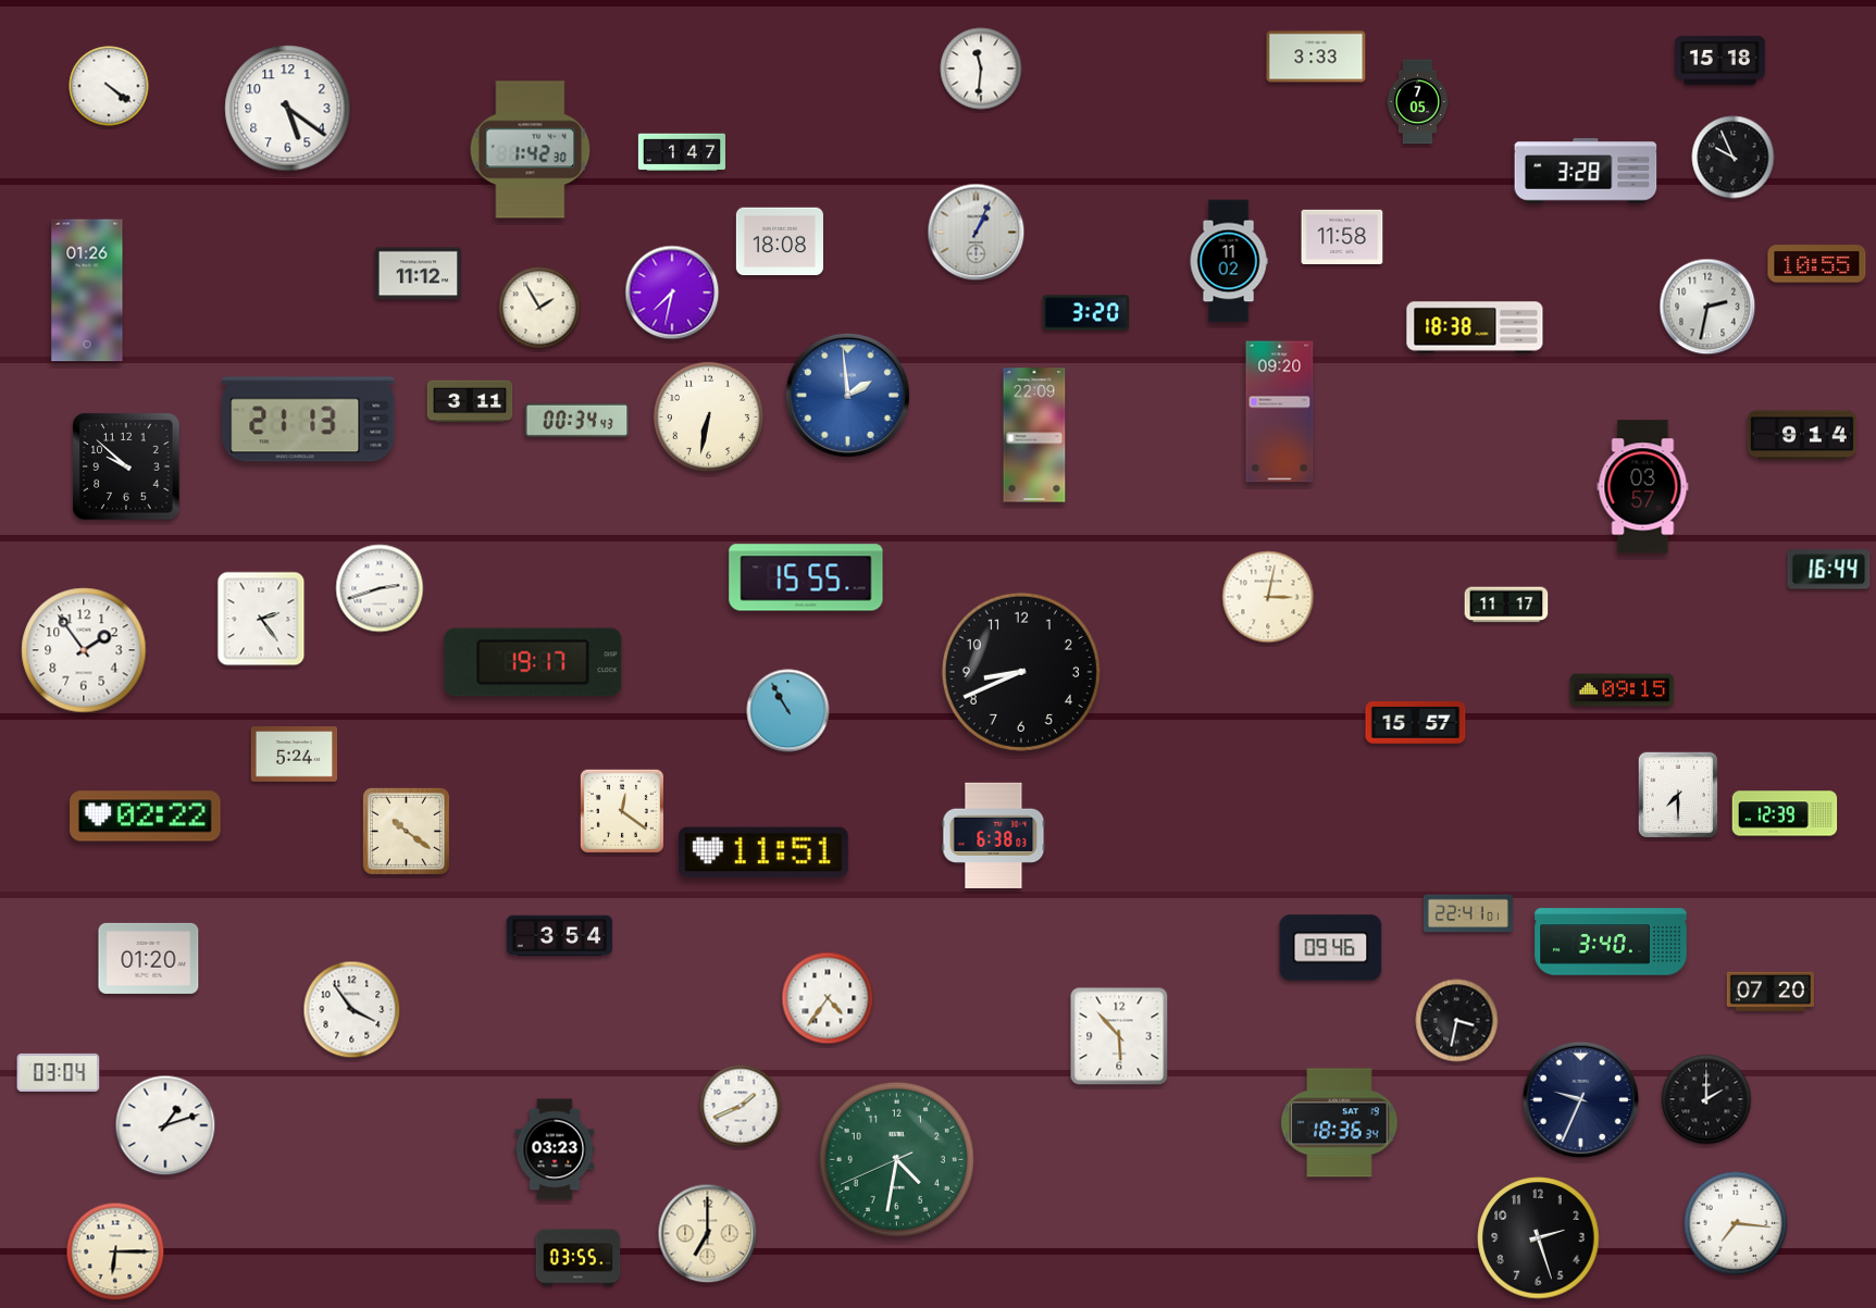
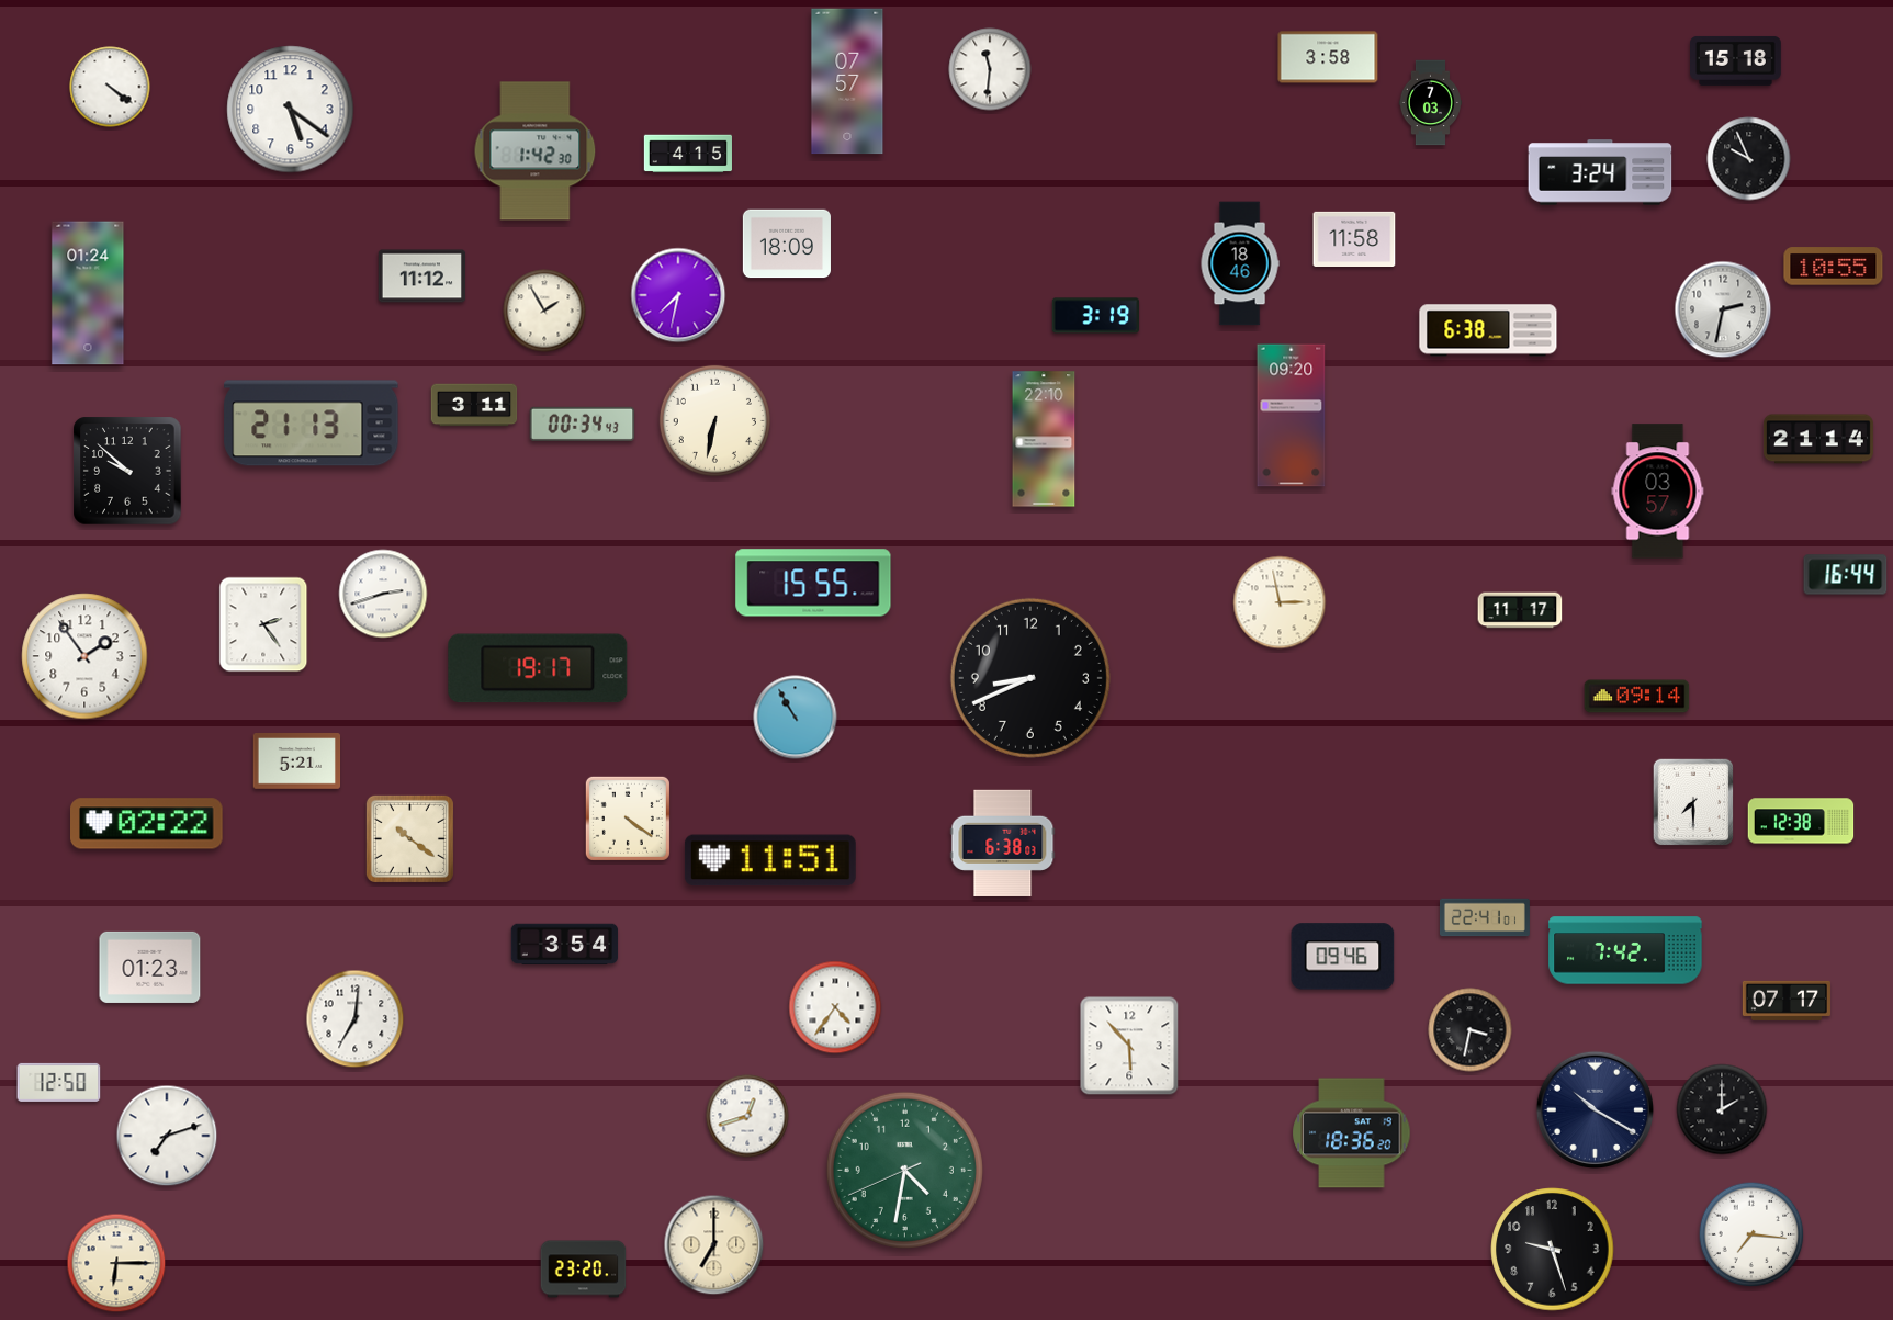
clock at (1316, 57): 3:33 -> 3:58
clock at (847, 81): none -> 07:57
clock at (1417, 102): 7:05 -> 7:03
clock at (682, 152): 1:47 -> 4:15
clock at (1586, 171): 3:28 -> 3:24
clock at (977, 233): 1:04 -> none
clock at (780, 241): 18:08 -> 18:09
clock at (1229, 261): 11:02 -> 18:46
clock at (87, 290): 01:26 -> 01:24
clock at (1086, 313): 3:20 -> 3:19
clock at (1475, 327): 18:38 -> 6:38
clock at (847, 395): 1:59 -> none
clock at (1034, 435): 22:09 -> 22:10
clock at (1802, 435): 9:14 -> 21:14
clock at (1268, 597): 3:02 -> 2:58
clock at (1623, 690): 09:15 -> 09:14
clock at (1416, 722): 15:57 -> none
clock at (295, 755): 5:24 -> 5:21
clock at (622, 811): 12:21 -> 4:21
clock at (1785, 813): 12:39 -> 12:38
clock at (1468, 913) position: (1468, 913) -> (1485, 917)
clock at (1611, 942): 3:40 -> 7:42
clock at (149, 958): 01:20 -> 01:23
clock at (1771, 992): 07:20 -> 07:17
clock at (352, 1010): 3:54 -> 7:01
clock at (59, 1072): 03:04 -> 12:50
clock at (1580, 1099): 9:34 -> 10:20
clock at (741, 1106): 1:41 -> 12:42
clock at (1340, 1123): 18:36:34 -> 18:36:20
clock at (165, 1125): 1:12 -> 7:12
clock at (555, 1149): 03:23 -> none
clock at (1539, 1238): 2:27 -> 9:27
clock at (579, 1258): 03:55 -> 23:20
